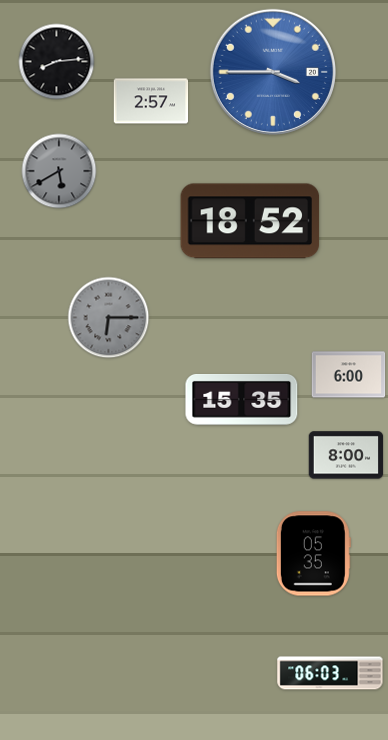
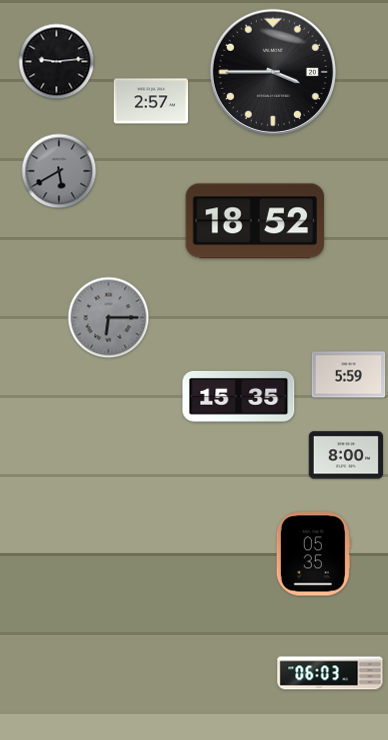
clock at (57, 62): 8:14 -> 9:14
clock at (273, 72) dial: blue -> black
clock at (250, 221) position: (250, 221) -> (255, 221)
clock at (349, 375): 6:00 -> 5:59
clock at (242, 399) position: (242, 399) -> (239, 396)
